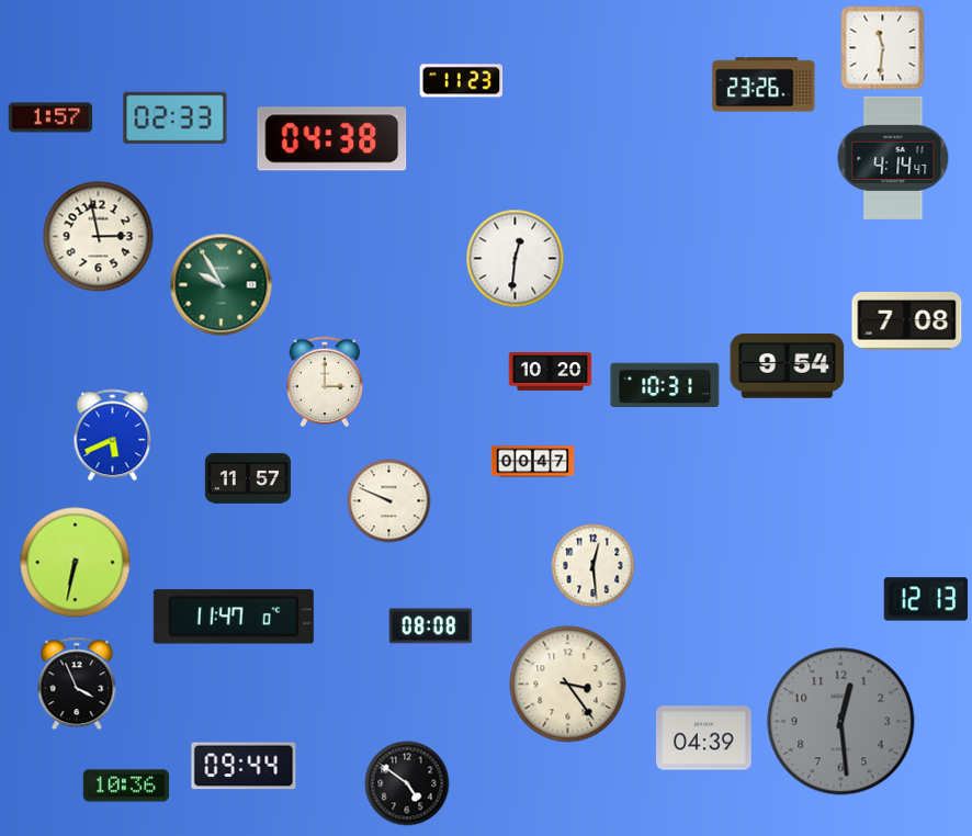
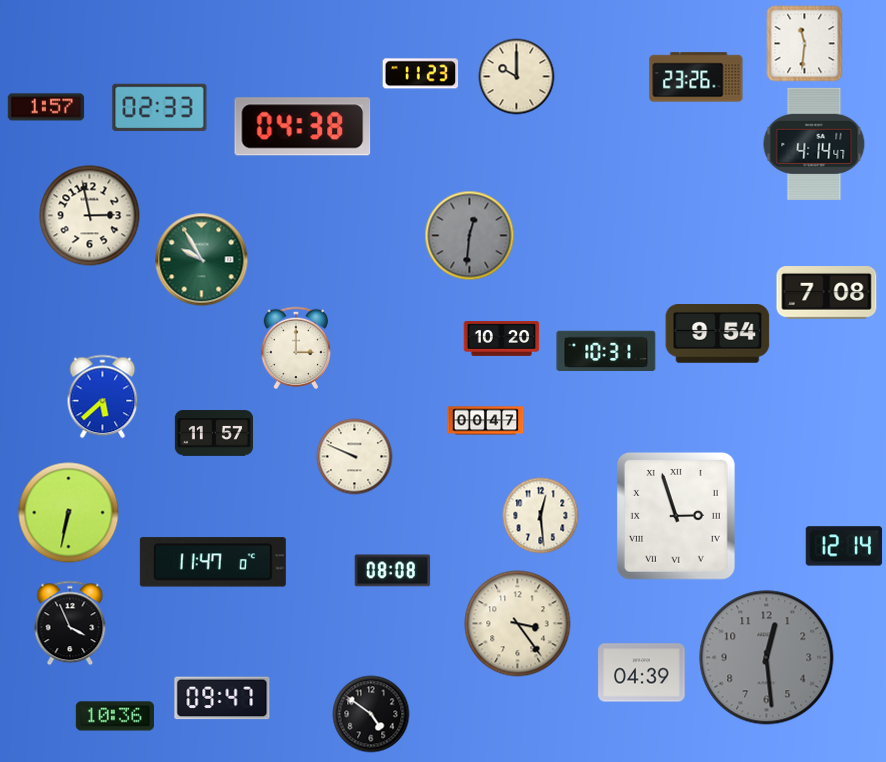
clock at (517, 77): none -> 10:00
clock at (516, 259) dial: white -> grey
clock at (113, 436): 5:41 -> 5:38
clock at (247, 478) position: (247, 478) -> (213, 433)
clock at (676, 516): none -> 2:57
clock at (926, 599): 12:13 -> 12:14
clock at (244, 766): 09:44 -> 09:47
